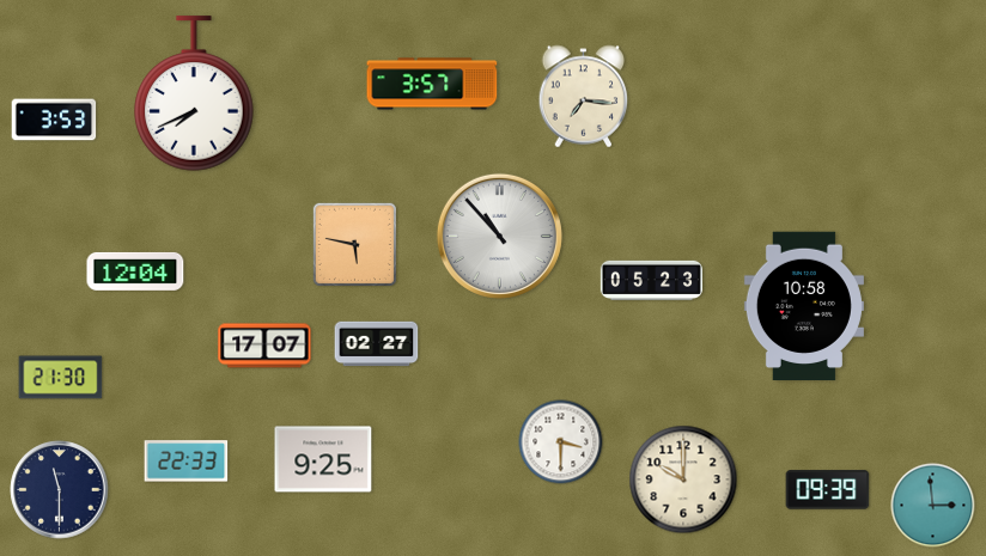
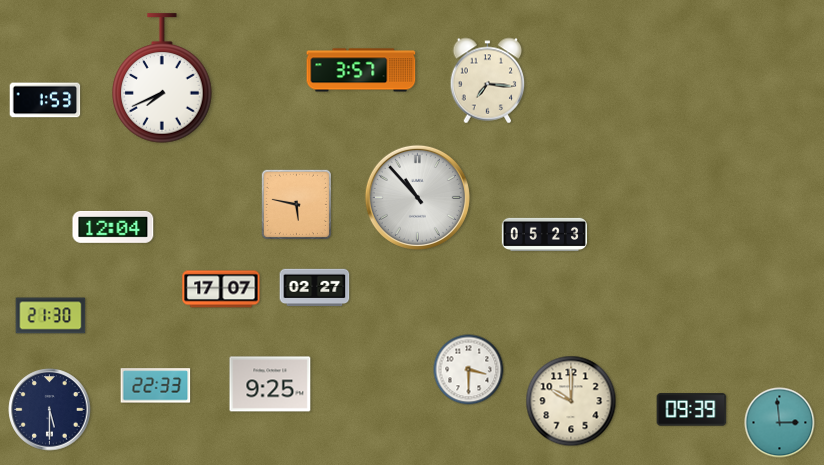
clock at (54, 120): 3:53 -> 1:53
clock at (804, 305): 10:58 -> none
clock at (60, 490): 11:30 -> 5:30
